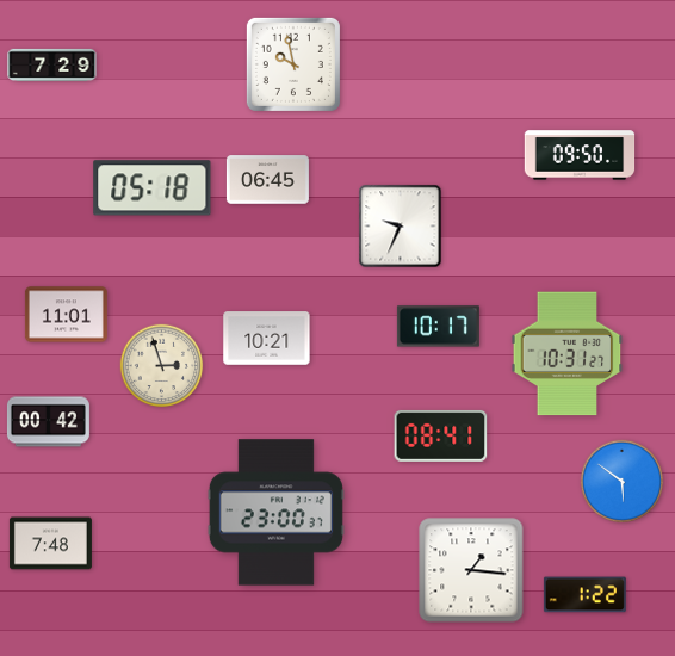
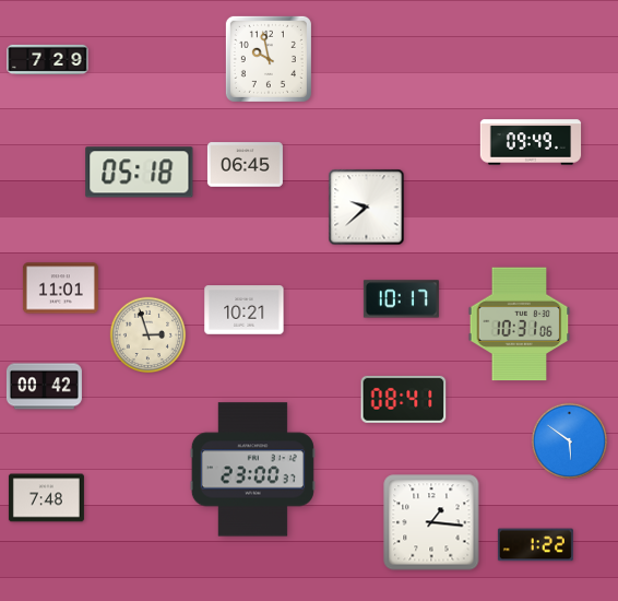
clock at (580, 155): 09:50 -> 09:49
clock at (401, 227): 9:34 -> 9:38
clock at (568, 354): 10:31:27 -> 10:31:06
